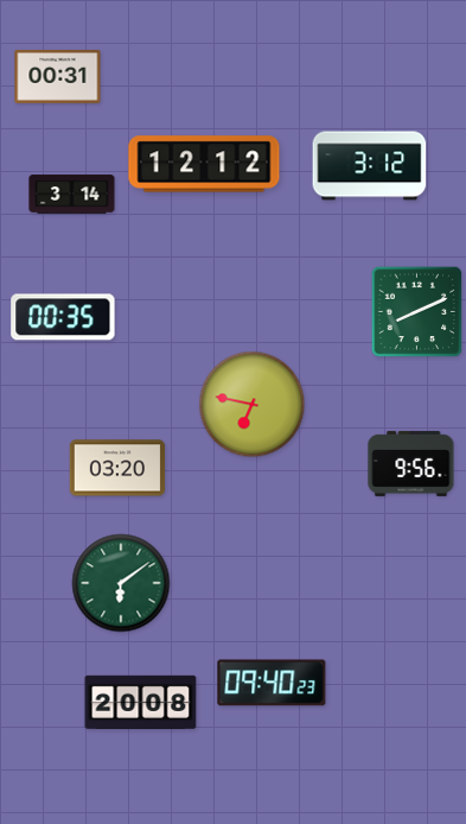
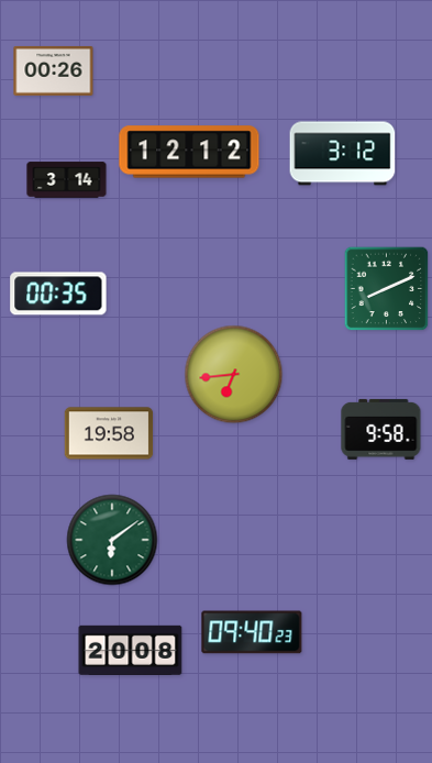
clock at (58, 76): 00:31 -> 00:26
clock at (253, 405): 6:47 -> 6:44
clock at (411, 463): 9:56 -> 9:58
clock at (117, 468): 03:20 -> 19:58
